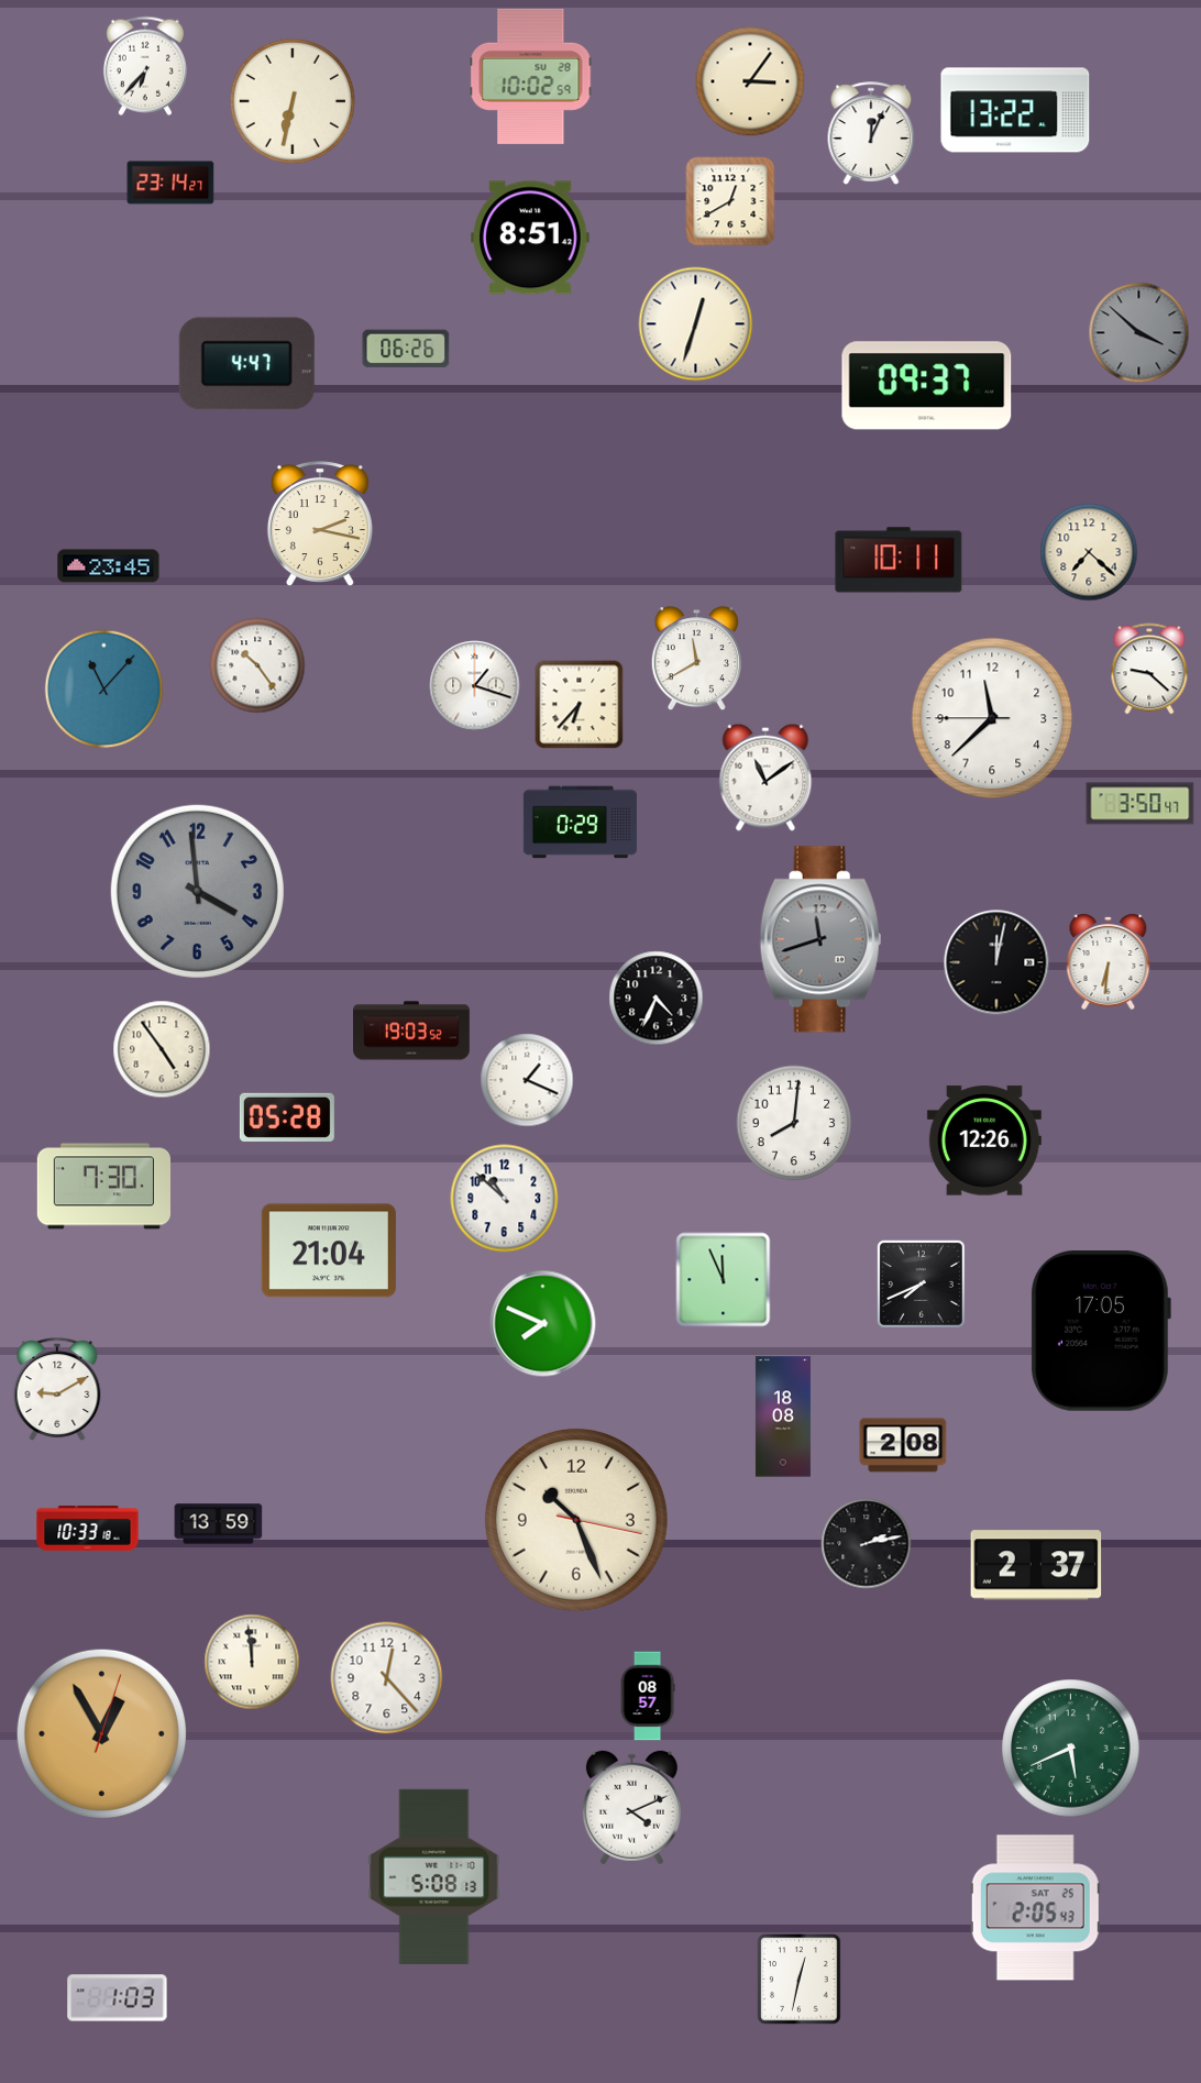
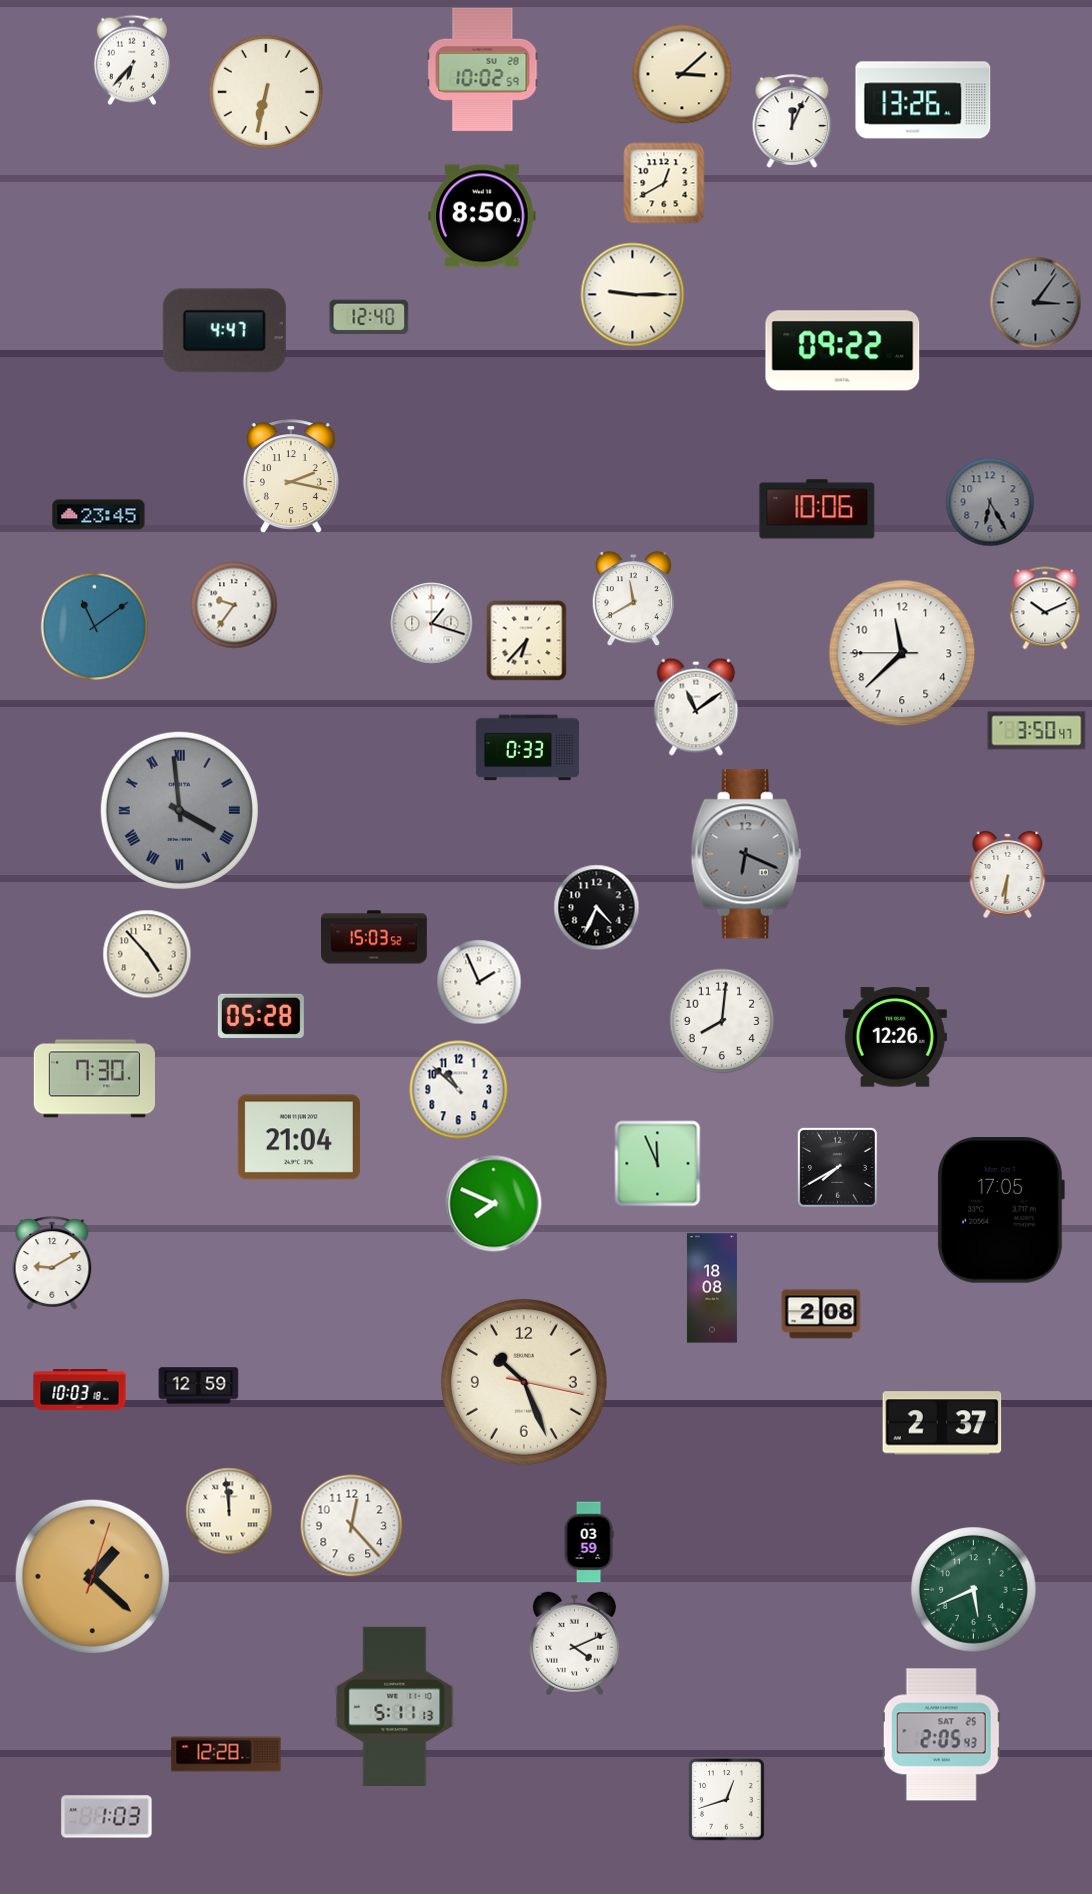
clock at (750, 81): 3:06 -> 3:08
clock at (1015, 110): 13:22 -> 13:26
clock at (170, 183): 23:14 -> none
clock at (530, 238): 8:51 -> 8:50
clock at (696, 324): 12:33 -> 9:15
clock at (1139, 333): 3:52 -> 3:06
clock at (406, 349): 06:26 -> 12:40
clock at (927, 386): 09:37 -> 09:22
clock at (1089, 552): 7:22 -> 6:25
clock at (1089, 552) dial: cream -> grey
clock at (899, 560): 10:11 -> 10:06
clock at (257, 665): 10:24 -> 9:36
clock at (1149, 669): 9:22 -> 10:11
clock at (104, 690): 11:07 -> 11:09
clock at (580, 823): 0:29 -> 0:33
clock at (197, 891) numerals: Arabic -> Roman
clock at (820, 939): 11:42 -> 6:19
clock at (996, 962): 12:02 -> none
clock at (412, 1031): 19:03 -> 15:03
clock at (162, 1049): 4:54 -> 4:53
clock at (527, 1080): 1:19 -> 1:56
clock at (921, 1283): 7:41 -> 7:40
clock at (219, 1524): 13:59 -> 12:59
clock at (88, 1529): 10:33 -> 10:03
clock at (867, 1544): 2:13 -> none
clock at (648, 1696): 08:57 -> 03:59
clock at (101, 1733): 12:55 -> 1:22
clock at (434, 1876): 5:08 -> 5:11
clock at (226, 1754): none -> 12:28
clock at (800, 1980): 12:32 -> 12:42
